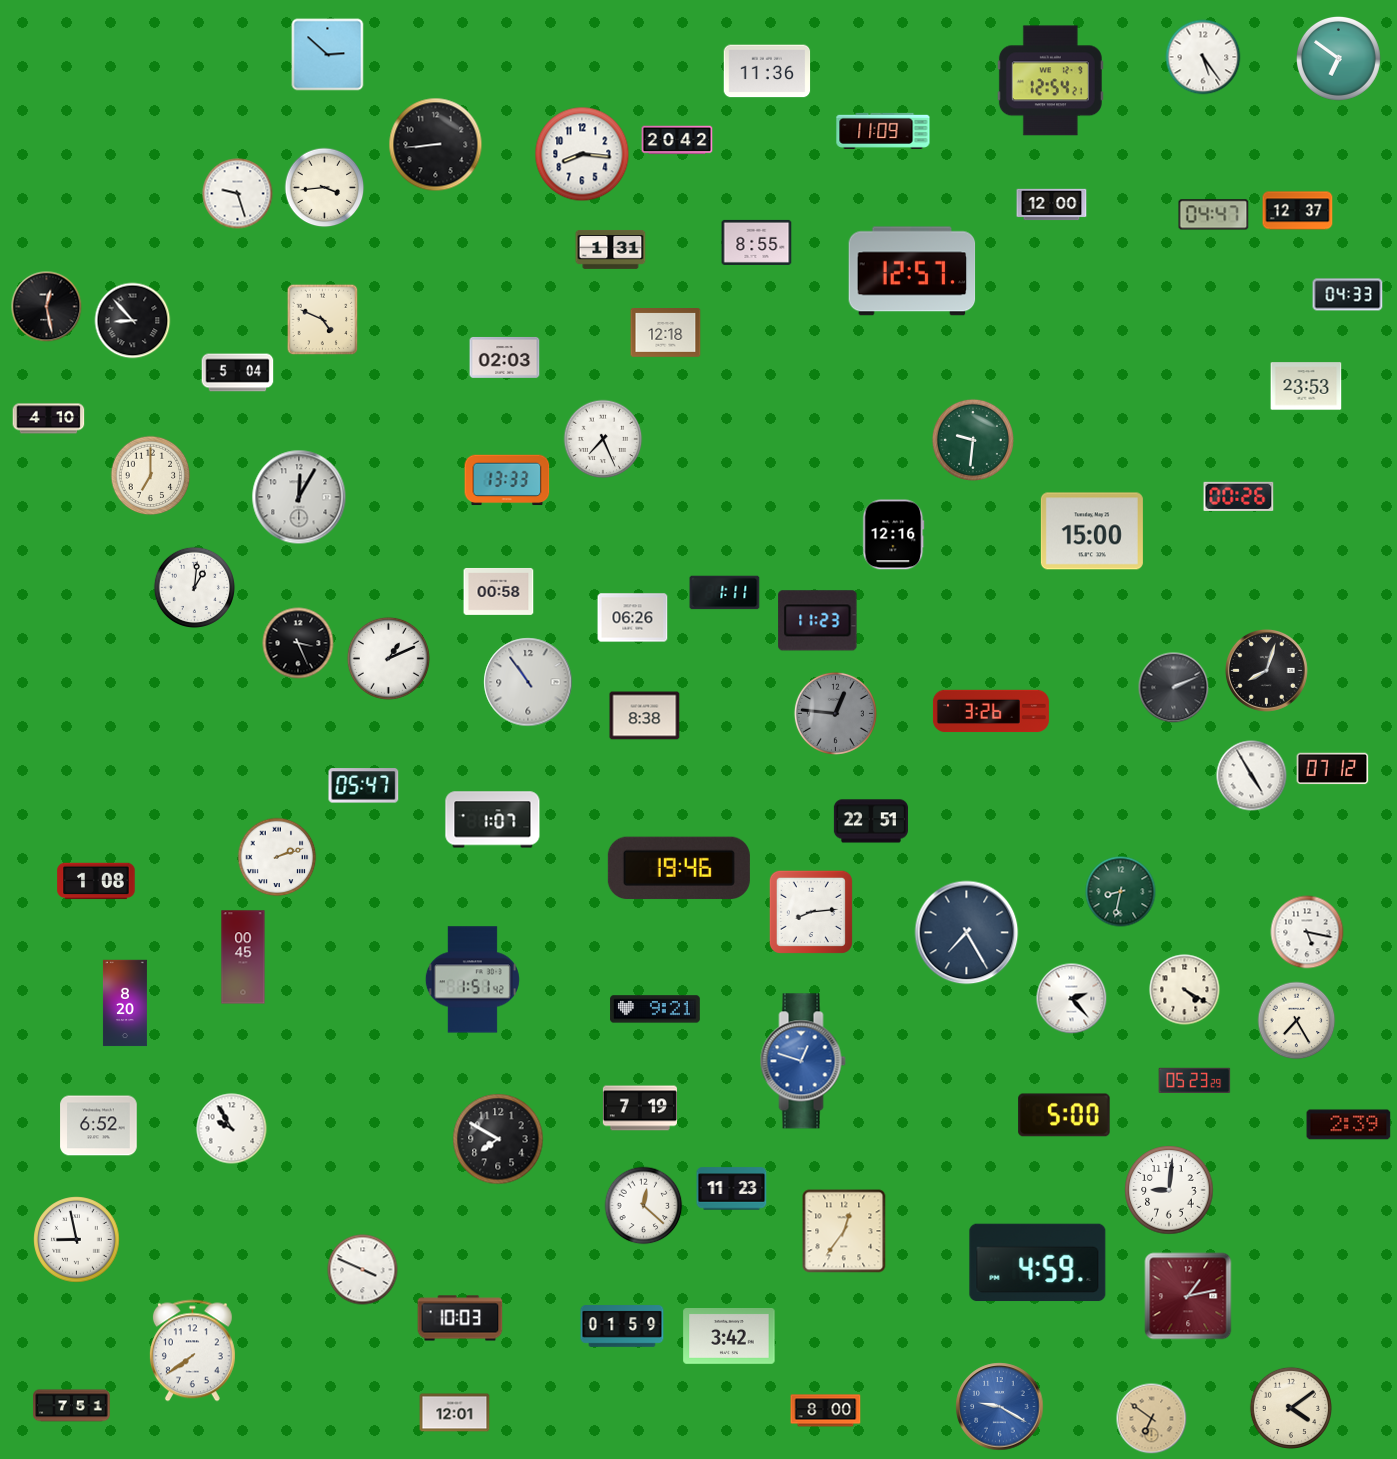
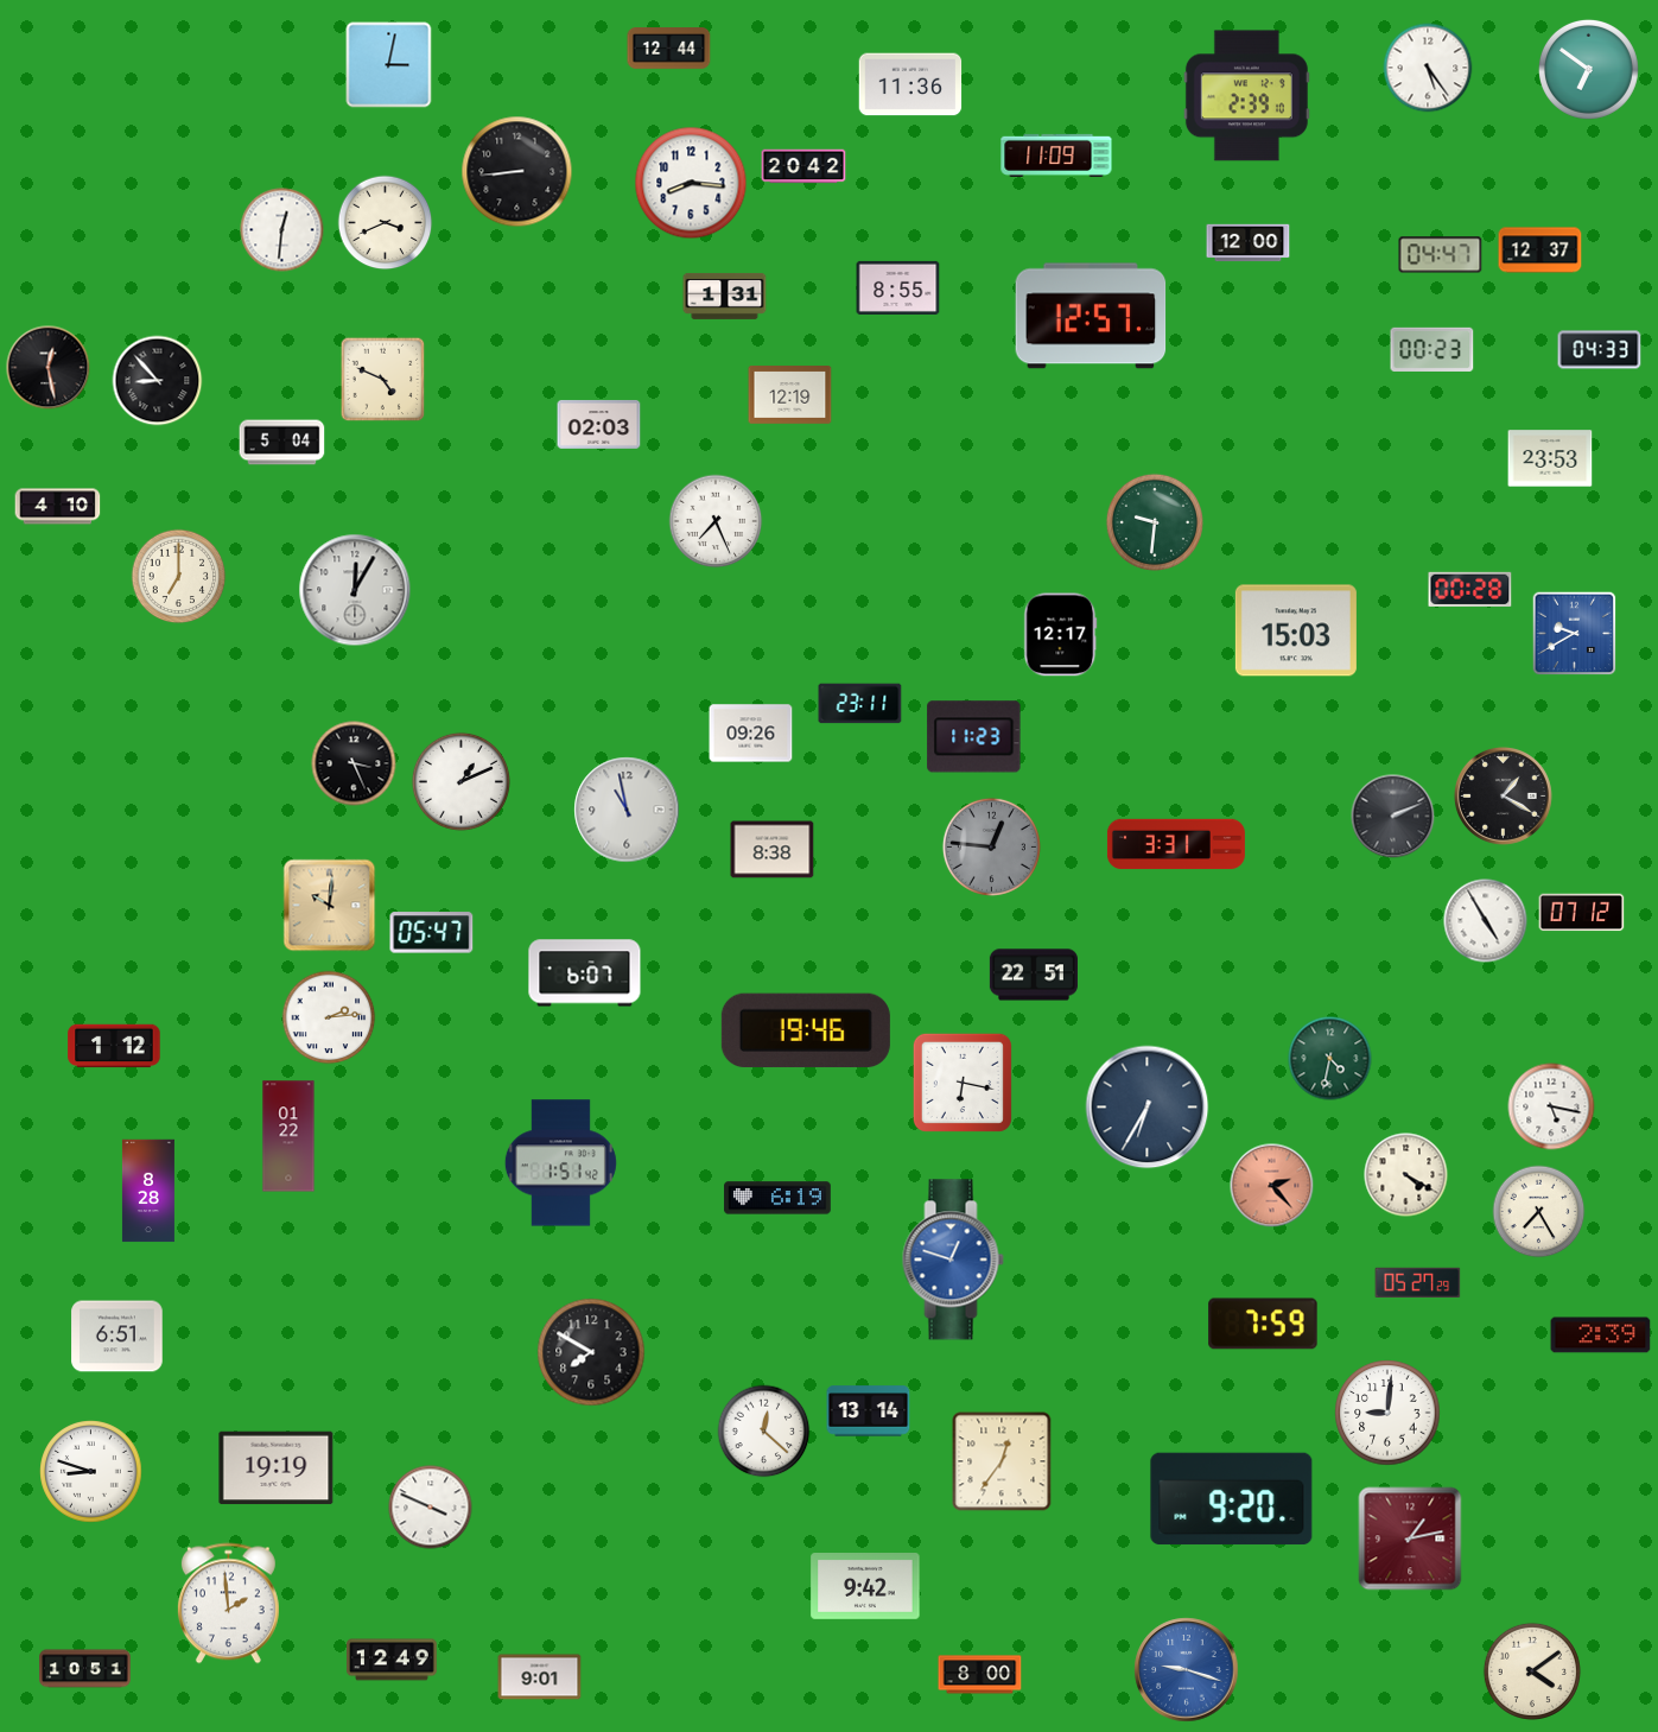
clock at (669, 49): none -> 12:44
clock at (328, 55): 2:52 -> 3:02
clock at (1050, 81): 12:54 -> 2:39
clock at (883, 131) position: (883, 131) -> (1056, 156)
clock at (325, 188): 3:44 -> 3:41
clock at (238, 194): 9:27 -> 12:31
clock at (912, 271) position: (912, 271) -> (1091, 316)
clock at (1433, 349): none -> 00:23
clock at (47, 307) position: (47, 307) -> (49, 368)
clock at (666, 333): 12:18 -> 12:19
clock at (49, 419) position: (49, 419) -> (58, 507)
clock at (151, 476) position: (151, 476) -> (179, 577)
clock at (507, 480): 13:33 -> none
clock at (1239, 496): 00:26 -> 00:28
clock at (1092, 531): 15:00 -> 15:03
clock at (1575, 634): none -> 9:40
clock at (894, 535): 12:16 -> 12:17
clock at (194, 587): 1:01 -> none
clock at (499, 591): 00:58 -> none
clock at (725, 593): 1:11 -> 23:11
clock at (633, 618): 06:26 -> 09:26
clock at (818, 621) position: (818, 621) -> (974, 737)
clock at (1266, 670): 8:03 -> 1:20
clock at (528, 682): 10:54 -> 10:58
clock at (991, 711): 3:26 -> 3:31
clock at (645, 716) position: (645, 716) -> (773, 850)
clock at (330, 906): none -> 10:01
clock at (493, 820): 1:07 -> 6:07
clock at (277, 857): 2:12 -> 2:14
clock at (96, 881): 1:08 -> 1:12
clock at (1121, 892): 8:32 -> 4:32
clock at (811, 912): 8:14 -> 6:17
clock at (967, 933): 7:25 -> 6:35
clock at (243, 957): 00:45 -> 01:22
clock at (1072, 999) dial: white -> salmon
clock at (125, 1003): 8:20 -> 8:28
clock at (655, 1009): 9:21 -> 6:19
clock at (1195, 1080): 05:23 -> 05:27
clock at (640, 1108): 7:19 -> none
clock at (1064, 1115): 5:00 -> 7:59
clock at (99, 1126): 6:52 -> 6:51
clock at (232, 1129): 9:55 -> none
clock at (732, 1189): 11:23 -> 13:14
clock at (277, 1468): none -> 19:19
clock at (77, 1240): 8:58 -> 8:48
clock at (1038, 1263): 4:59 -> 9:20
clock at (460, 1318): 10:03 -> none
clock at (622, 1326): 01:59 -> none
clock at (729, 1337): 3:42 -> 9:42
clock at (192, 1351): 7:39 -> 1:59
clock at (393, 1660): none -> 12:49
clock at (72, 1406): 7:51 -> 10:51
clock at (1000, 1407): 9:20 -> 9:18
clock at (455, 1413): 12:01 -> 9:01
clock at (1152, 1419): 6:51 -> none
